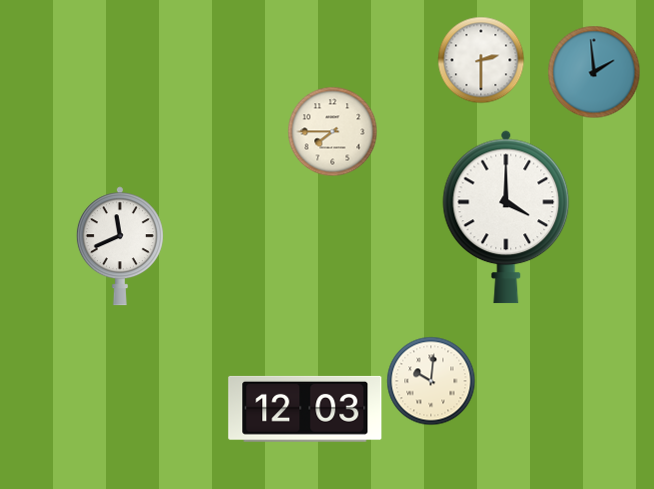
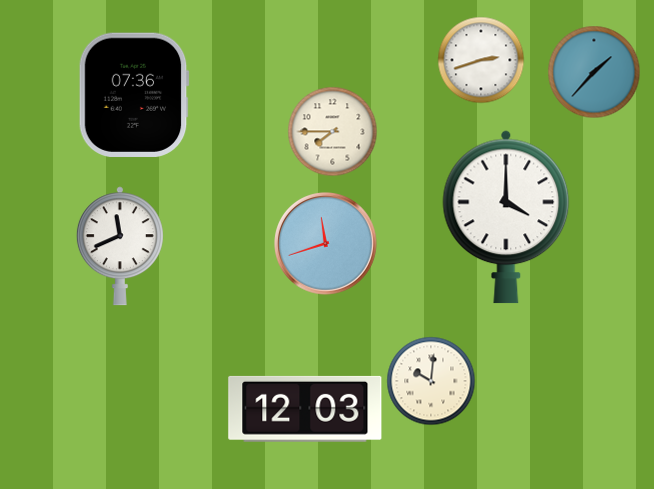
clock at (481, 60): 2:30 -> 2:42
clock at (594, 72): 1:59 -> 1:37
clock at (134, 95): none -> 07:36
clock at (326, 244): none -> 11:42
